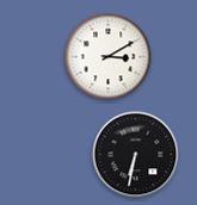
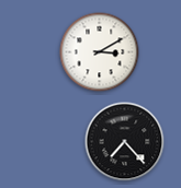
clock at (136, 155): 6:32 -> 7:23
